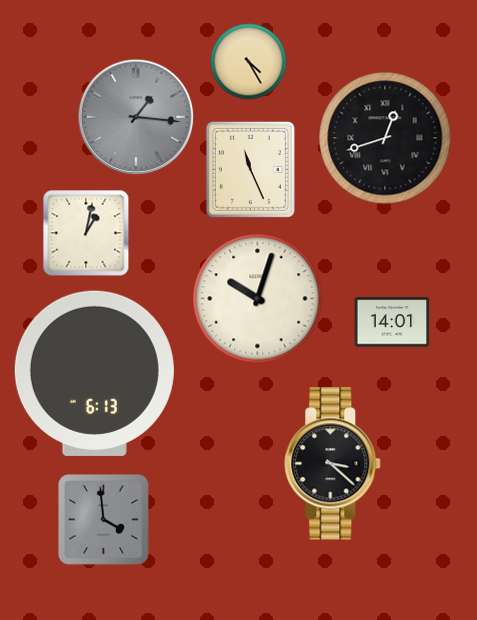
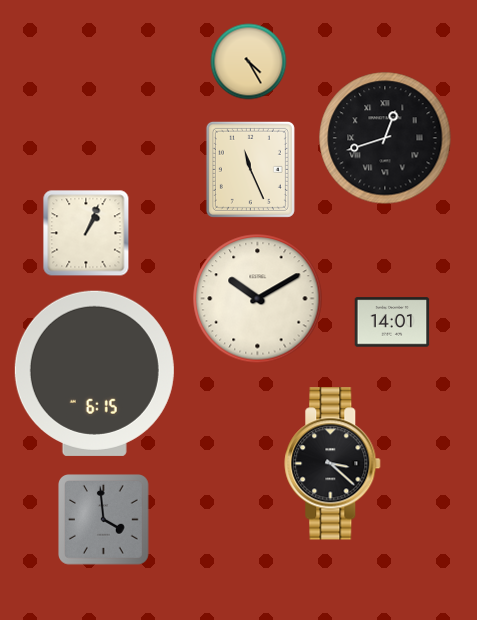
clock at (136, 117): 1:16 -> none
clock at (86, 233): 1:02 -> 1:04
clock at (258, 299): 10:03 -> 10:10
clock at (94, 373): 6:13 -> 6:15
